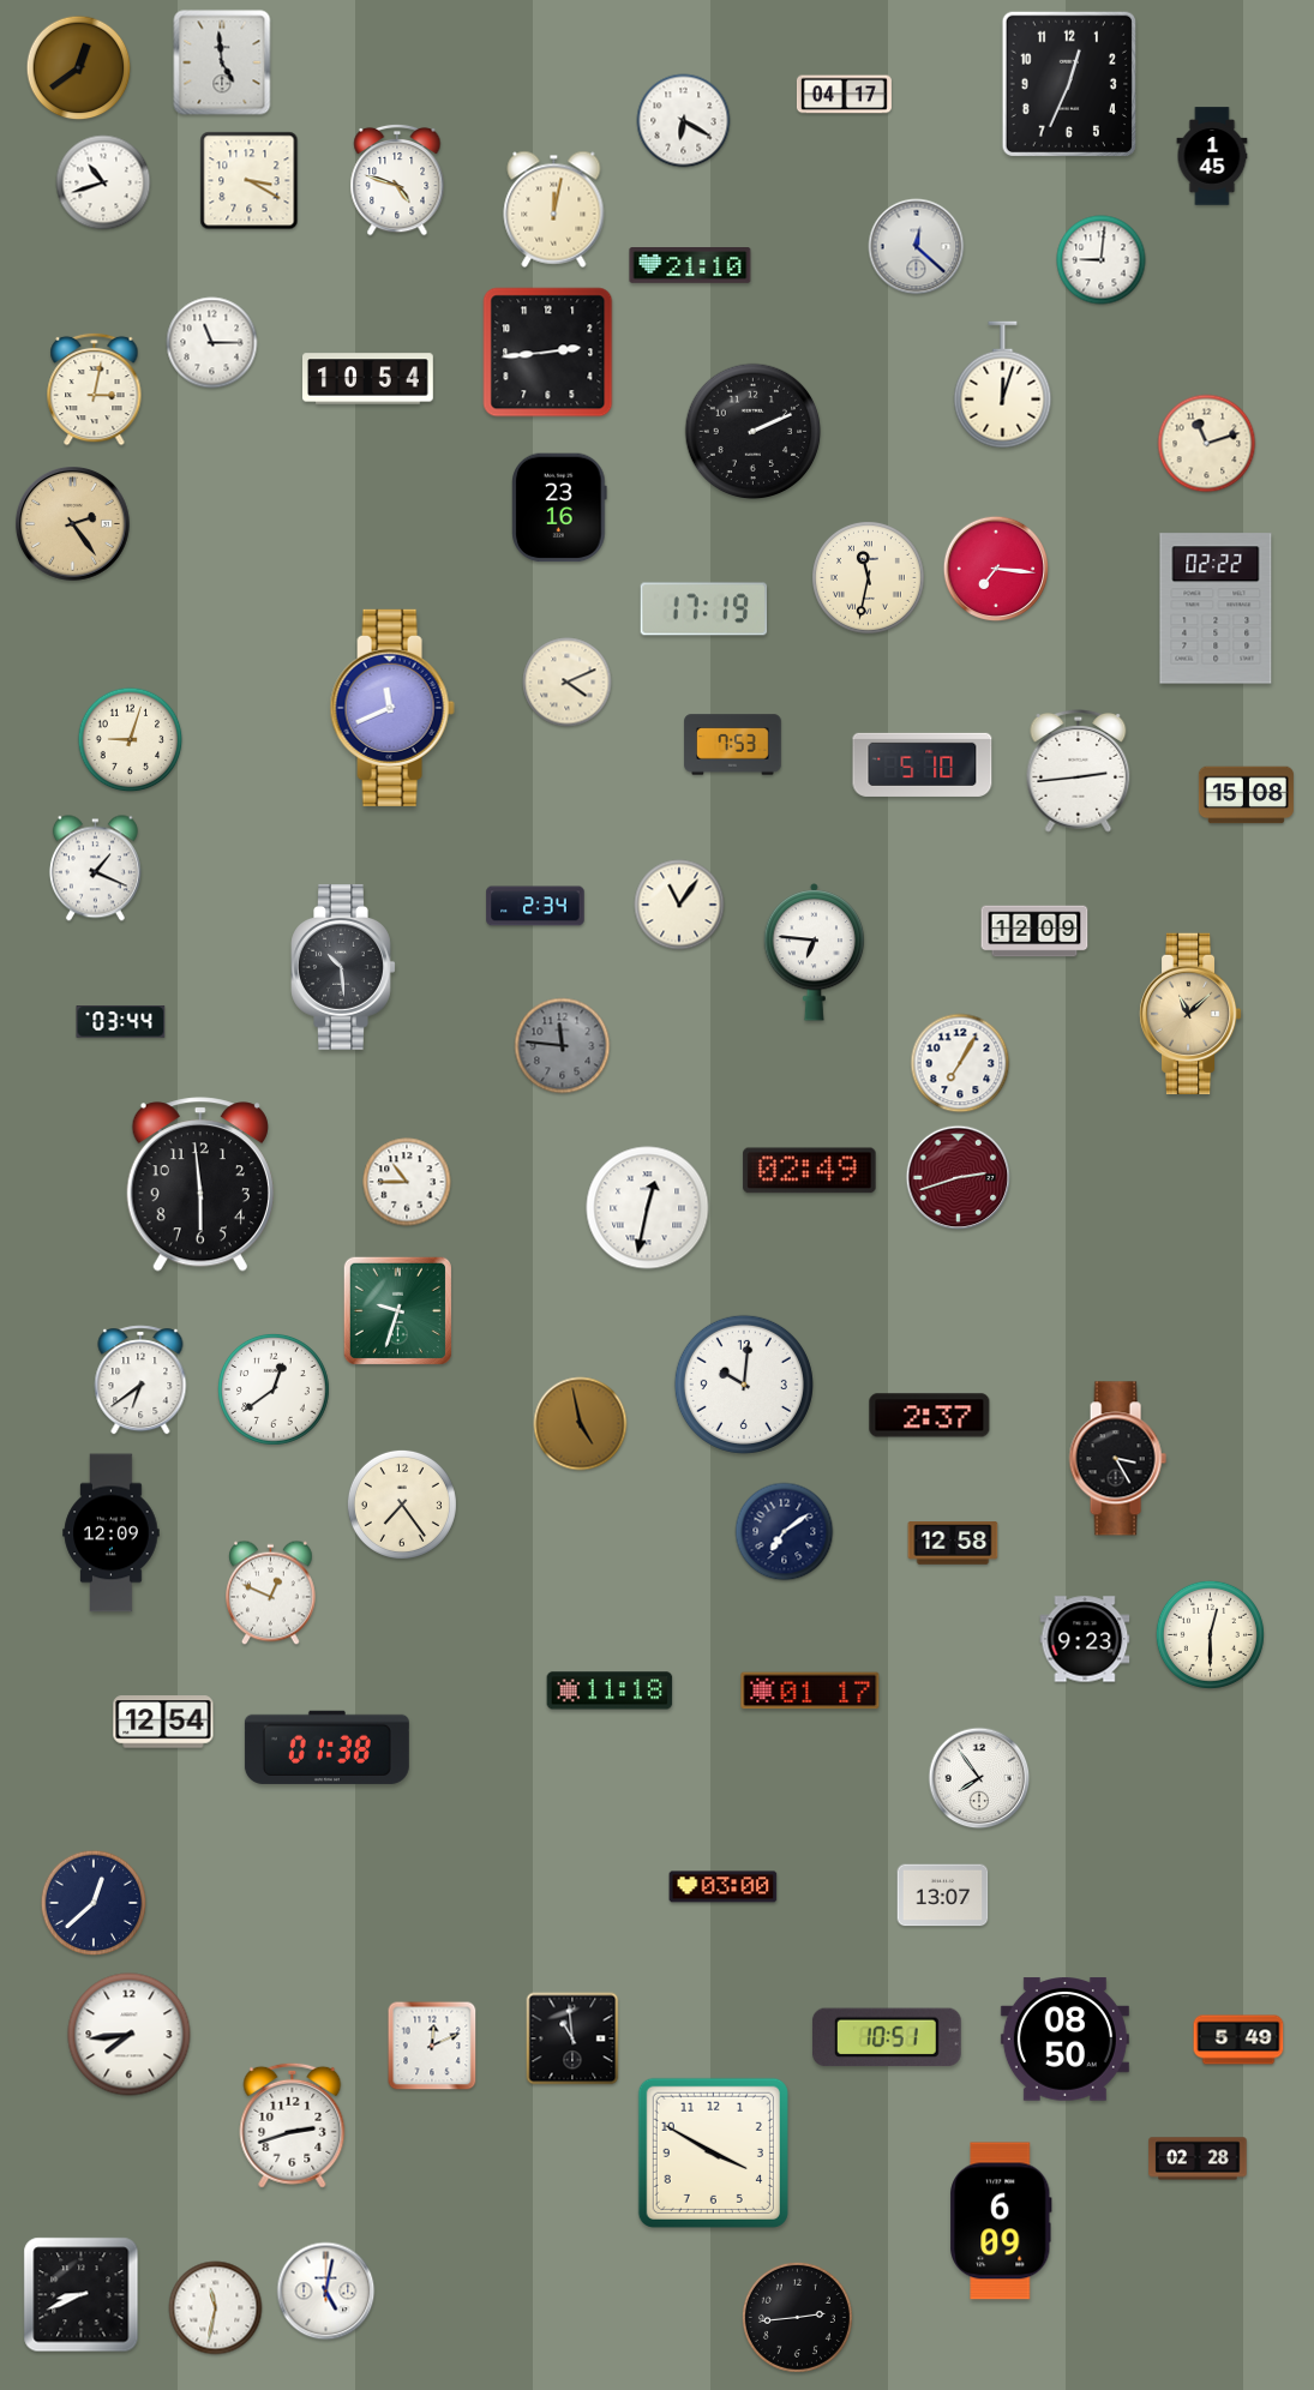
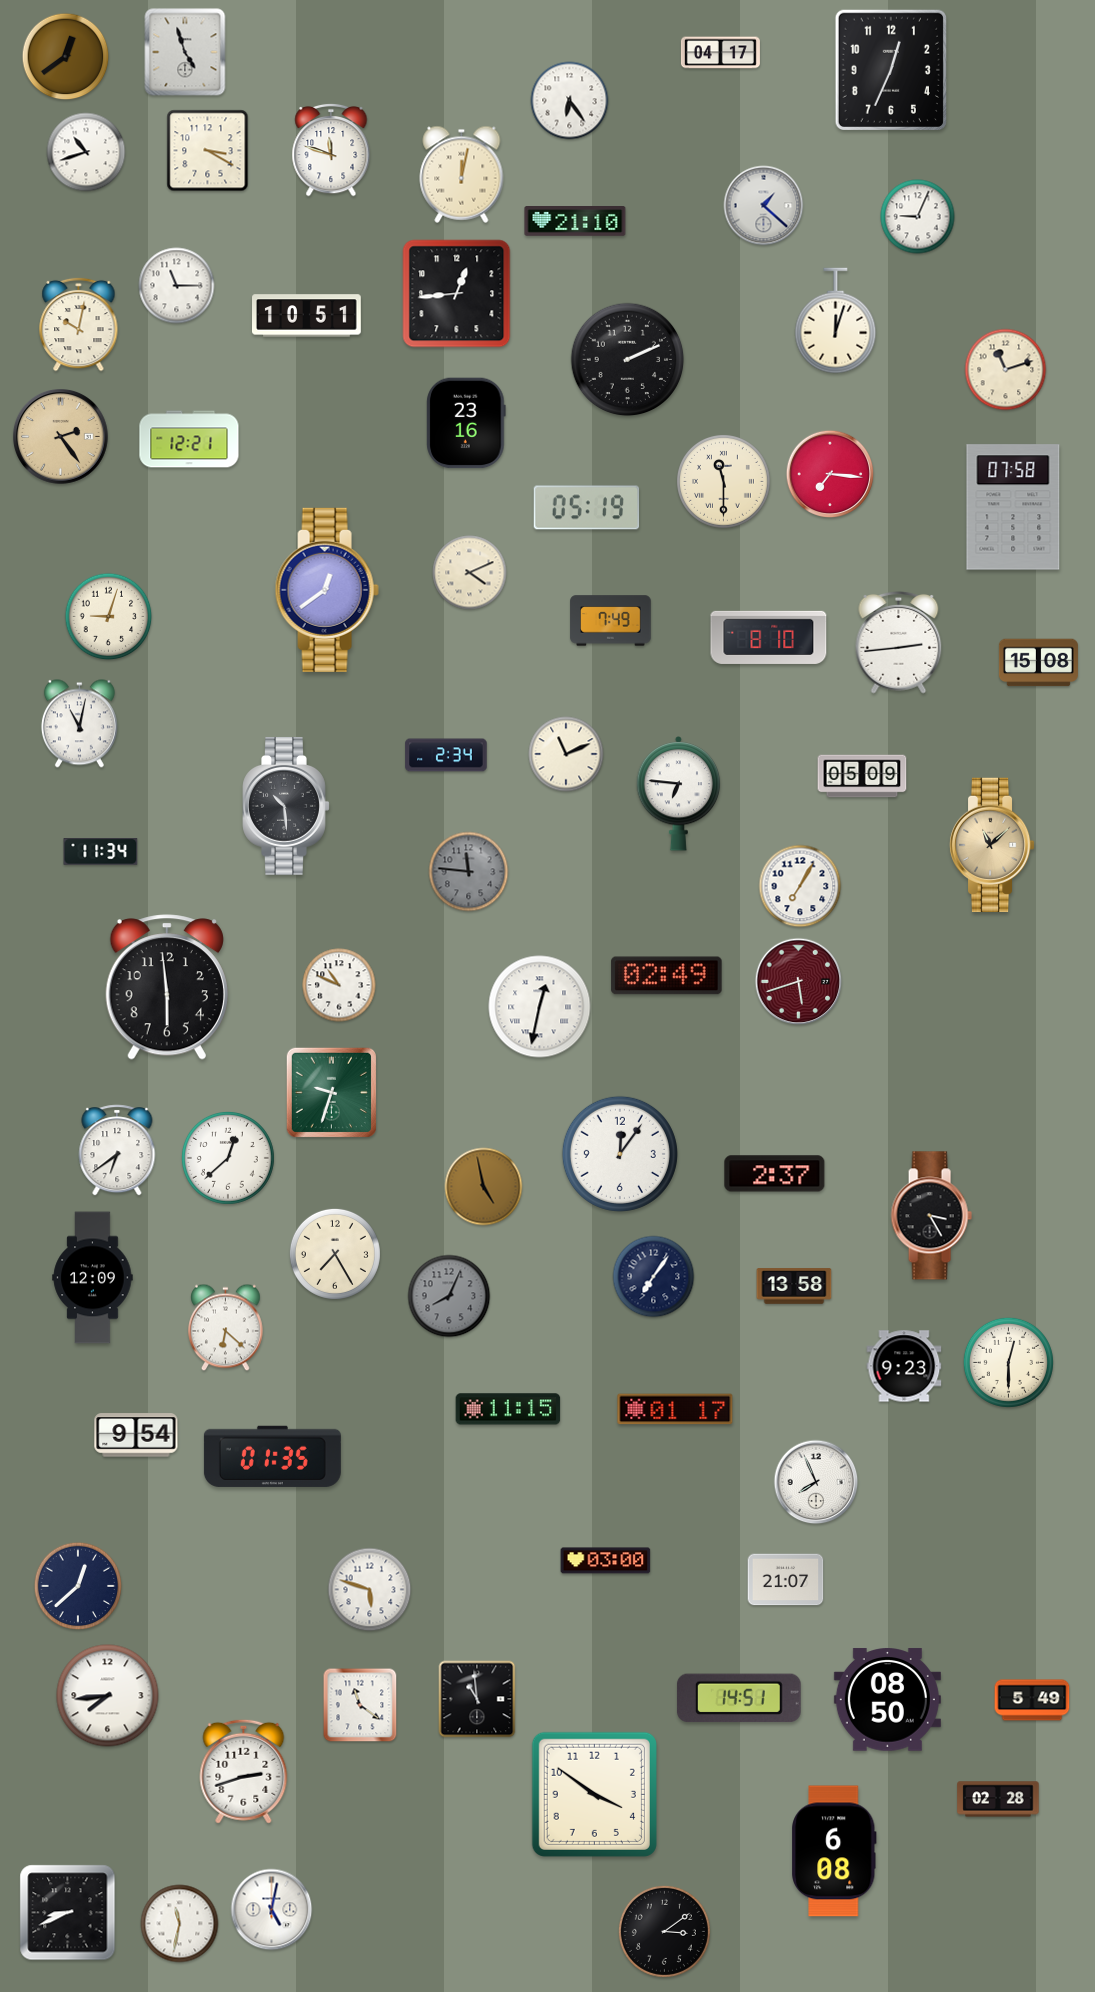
clock at (222, 62): 4:59 -> 4:57
clock at (844, 95) position: (844, 95) -> (720, 53)
clock at (684, 121): 6:20 -> 6:24
clock at (1212, 156): 1:45 -> none
clock at (397, 180): 4:48 -> 11:48
clock at (917, 247): 12:22 -> 1:22
clock at (1102, 260): 9:01 -> 9:04
clock at (548, 353): 2:44 -> 12:44
clock at (368, 379): 10:54 -> 10:51
clock at (95, 389): 3:02 -> 10:02
clock at (189, 439): none -> 12:21
clock at (869, 578): 11:32 -> 11:30
clock at (1216, 608): 02:22 -> 07:58
clock at (704, 609): 17:19 -> 05:19
clock at (568, 683) position: (568, 683) -> (470, 573)
clock at (392, 708): 11:41 -> 12:39
clock at (733, 745): 7:53 -> 7:49
clock at (923, 764): 5:10 -> 8:10
clock at (95, 869): 1:19 -> 11:02
clock at (679, 905): 11:06 -> 11:11
clock at (1034, 931): 12:09 -> 05:09
clock at (121, 1022): 03:44 -> 11:34
clock at (810, 1171) position: (810, 1171) -> (667, 976)
clock at (959, 1178): 2:42 -> 5:42
clock at (407, 1182): 10:45 -> 10:49
clock at (744, 1385): 10:01 -> 12:06
clock at (274, 1389): 12:39 -> 12:38
clock at (930, 1416) position: (930, 1416) -> (775, 1174)
clock at (402, 1505): 7:24 -> 7:25
clock at (785, 1532): 7:09 -> 7:06
clock at (953, 1543): 12:58 -> 13:58
clock at (449, 1296): none -> 8:04
clock at (271, 1593): 12:49 -> 6:22
clock at (610, 1691): 11:18 -> 11:15
clock at (163, 1722): 12:54 -> 9:54
clock at (326, 1747): 01:38 -> 01:35
clock at (979, 1778): 7:54 -> 7:56
clock at (724, 1887) position: (724, 1887) -> (606, 1561)
clock at (943, 1896): 13:07 -> 21:07
clock at (370, 1590): none -> 5:48
clock at (887, 2037): 10:51 -> 14:51
clock at (432, 2046): 12:11 -> 11:21
clock at (713, 2152): 3:50 -> 3:51
clock at (1001, 2221): 6:09 -> 6:08
clock at (797, 2317): 2:44 -> 3:09
